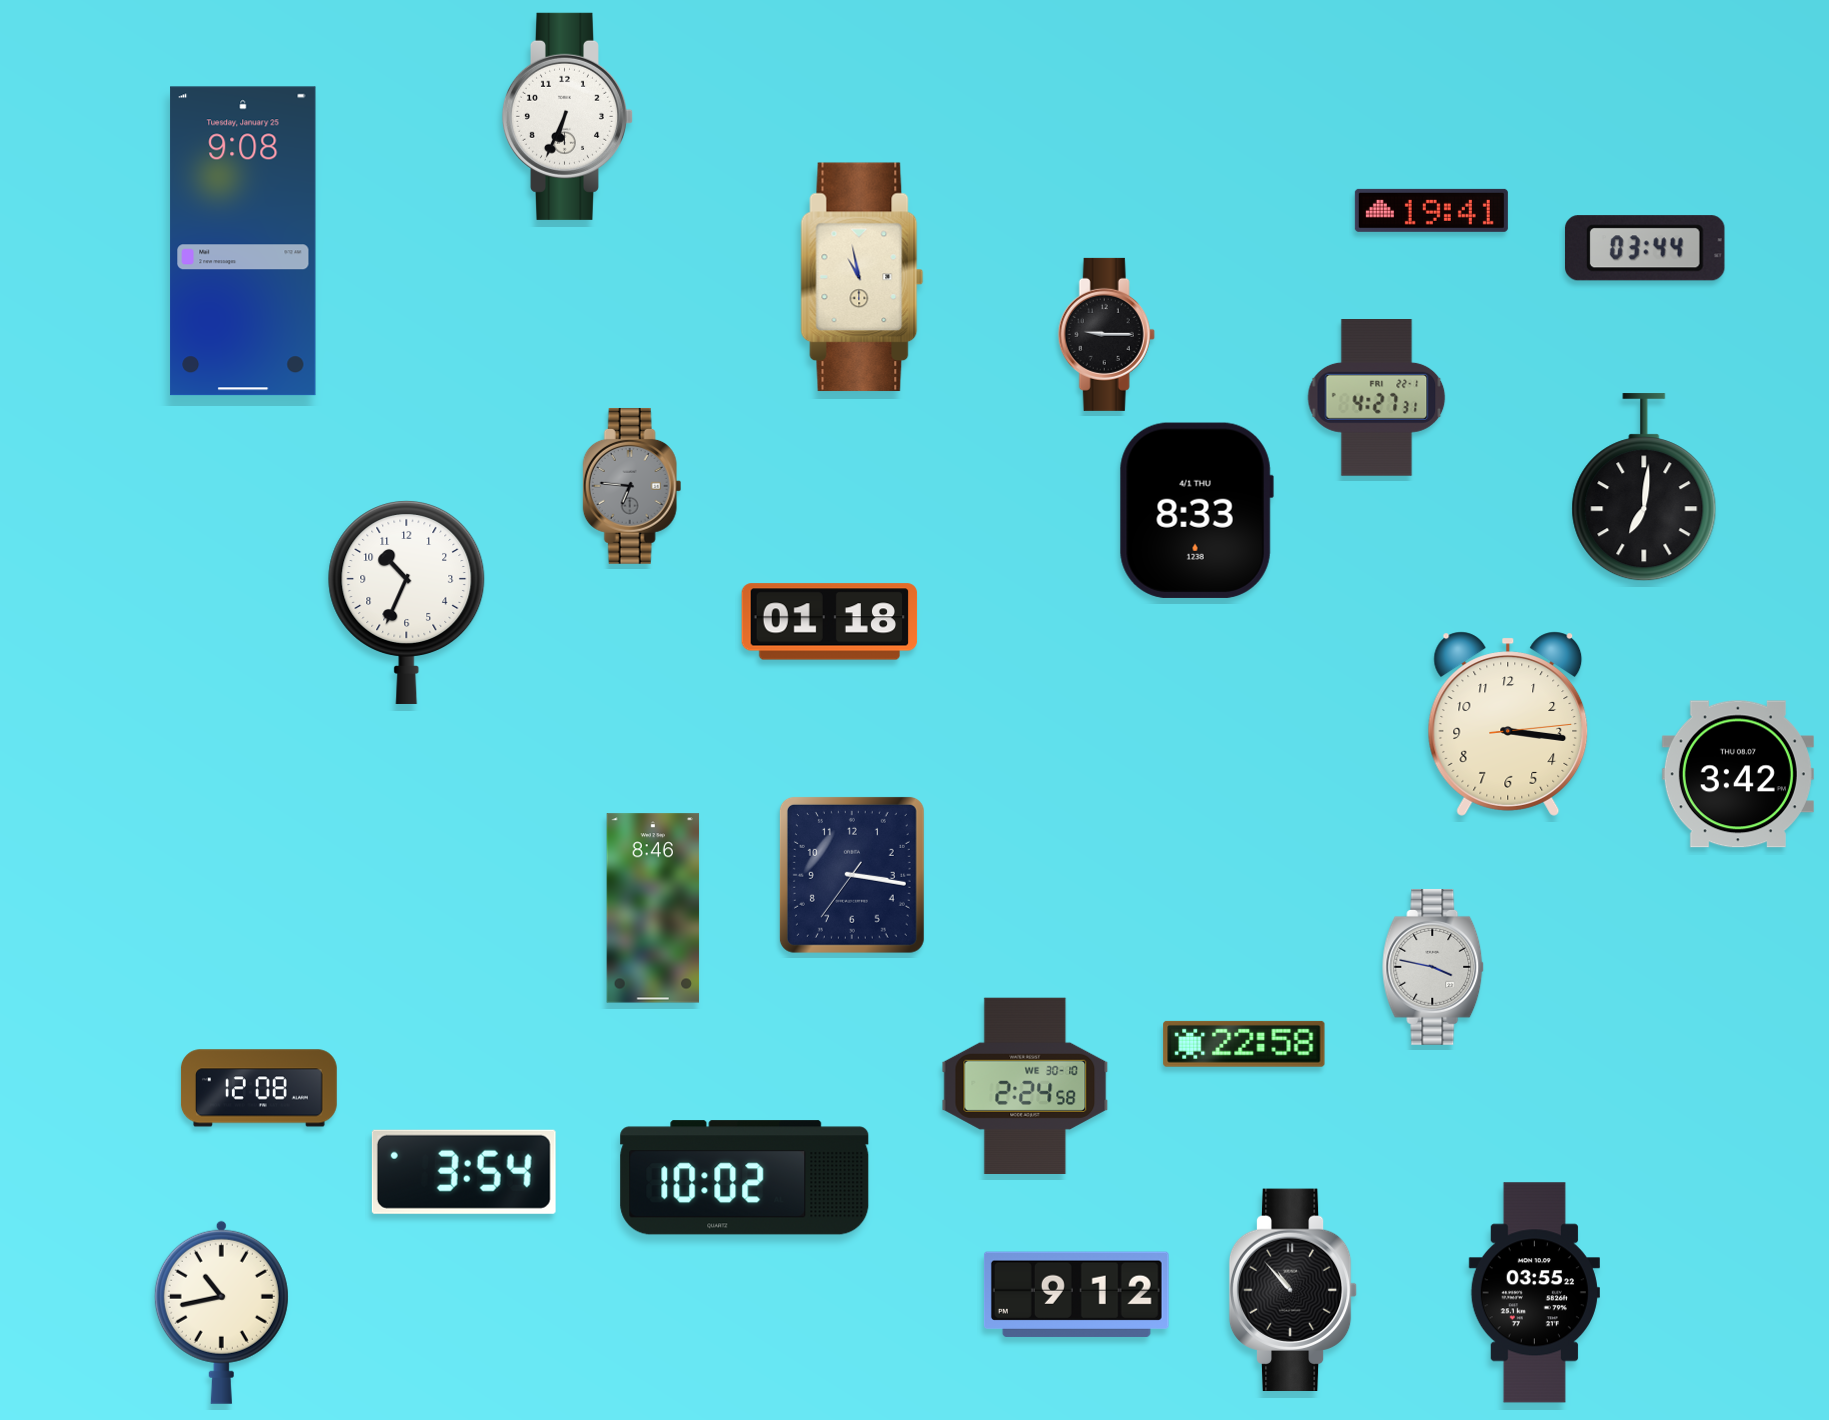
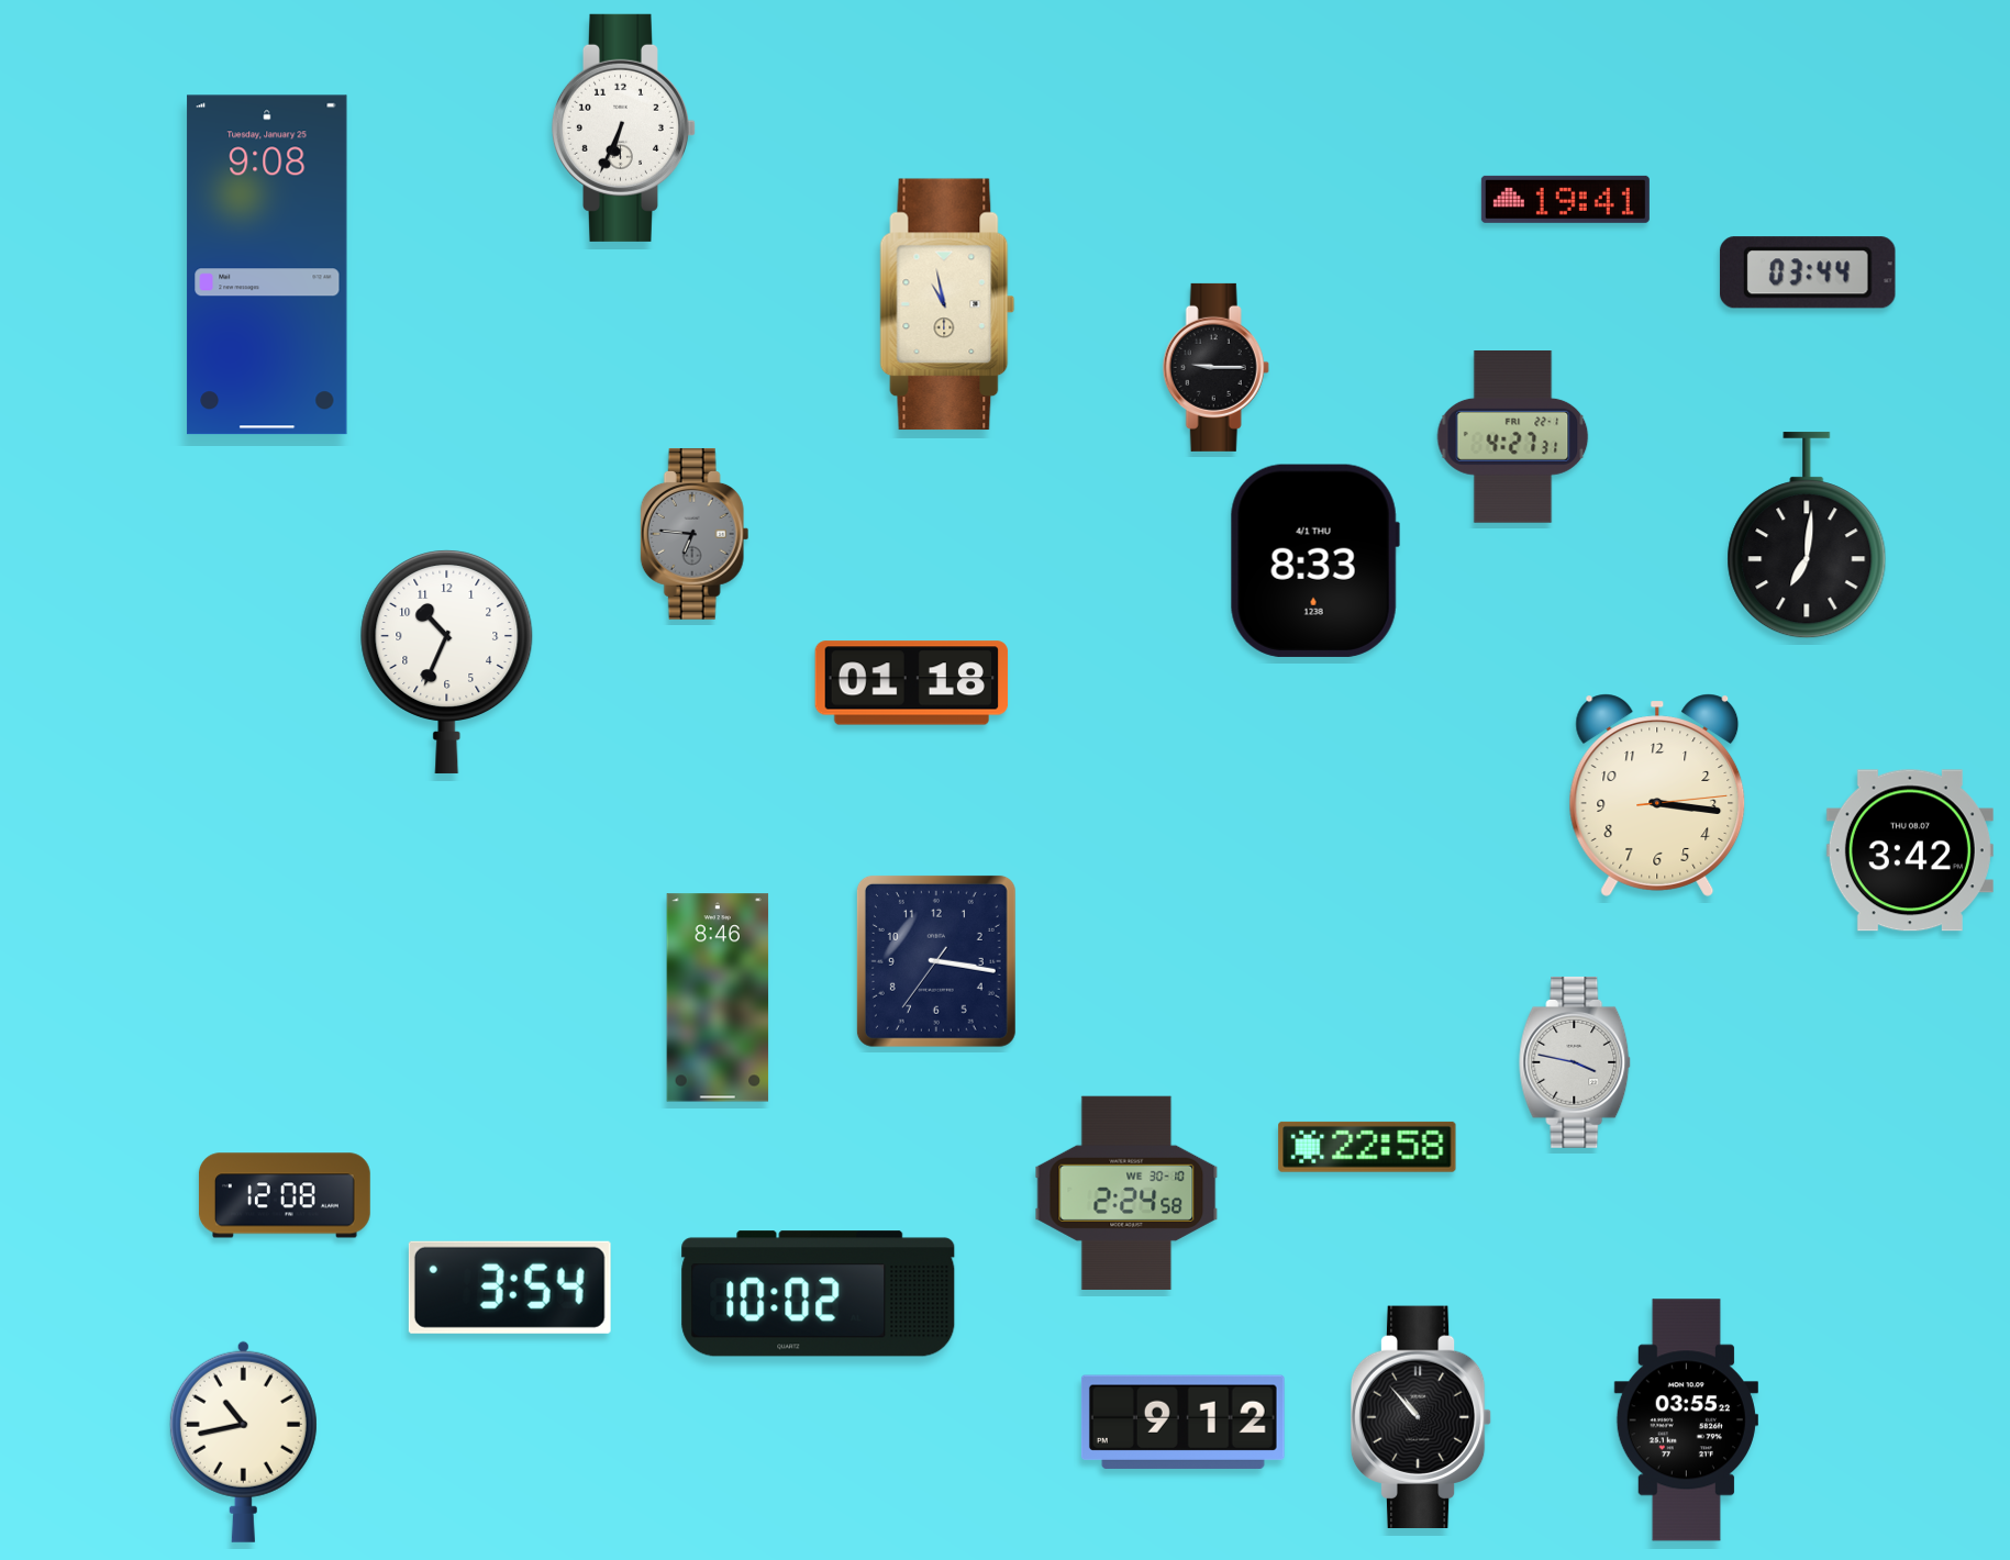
clock at (1431, 210) position: (1431, 210) -> (1565, 199)
